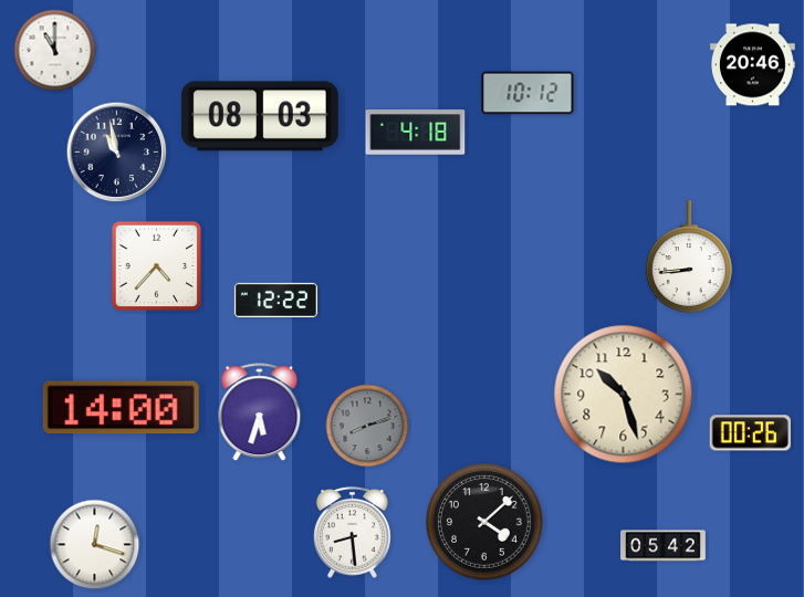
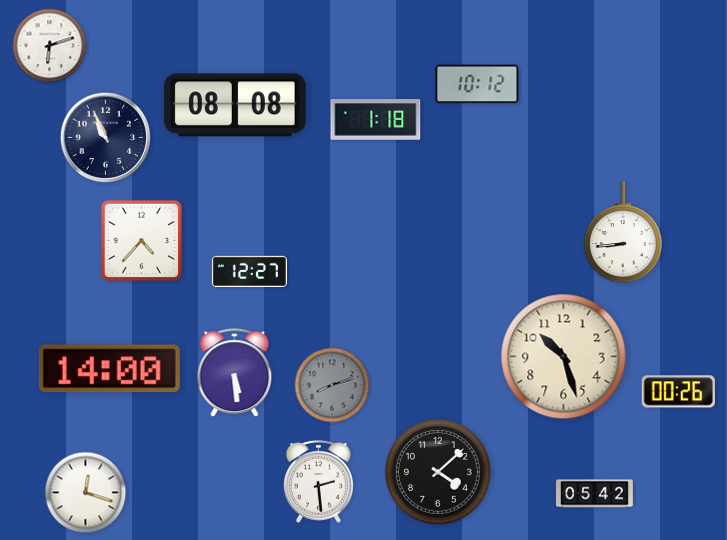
clock at (55, 51): 11:00 -> 6:12
clock at (753, 65): 20:46 -> none
clock at (260, 116): 08:03 -> 08:08
clock at (416, 133): 4:18 -> 1:18
clock at (117, 153): 10:58 -> 10:56
clock at (275, 300): 12:22 -> 12:27
clock at (260, 412): 5:33 -> 5:29
clock at (352, 532): 8:29 -> 2:29
clock at (664, 546) position: (664, 546) -> (595, 494)
